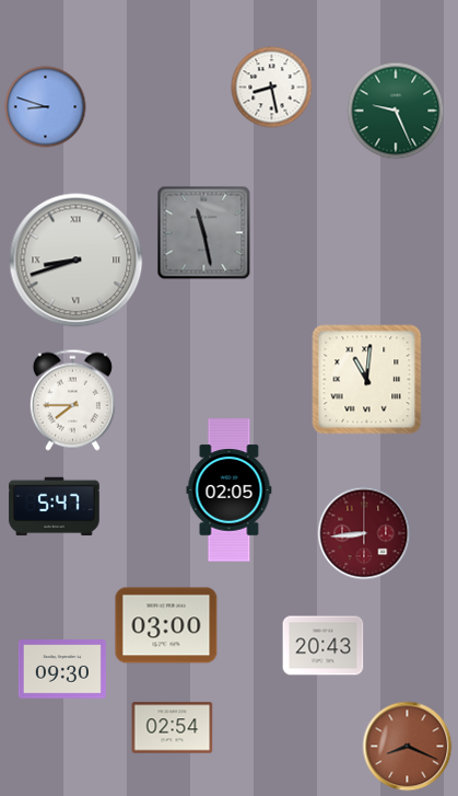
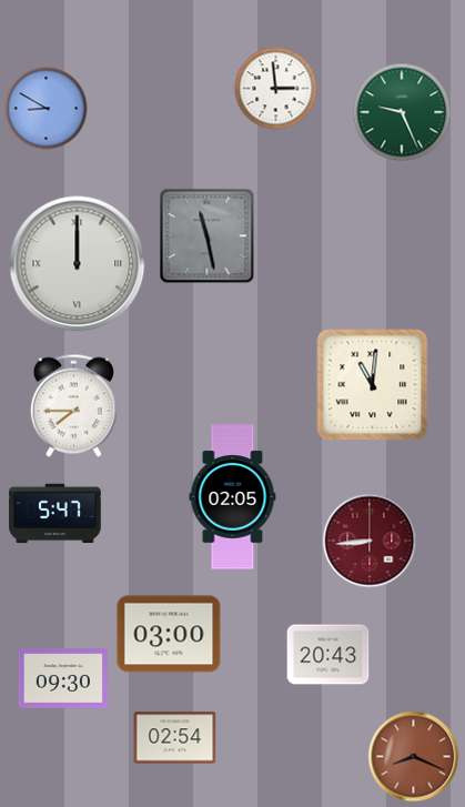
clock at (272, 88): 8:28 -> 2:59
clock at (46, 107): 8:48 -> 8:50
clock at (77, 261): 8:42 -> 12:00
